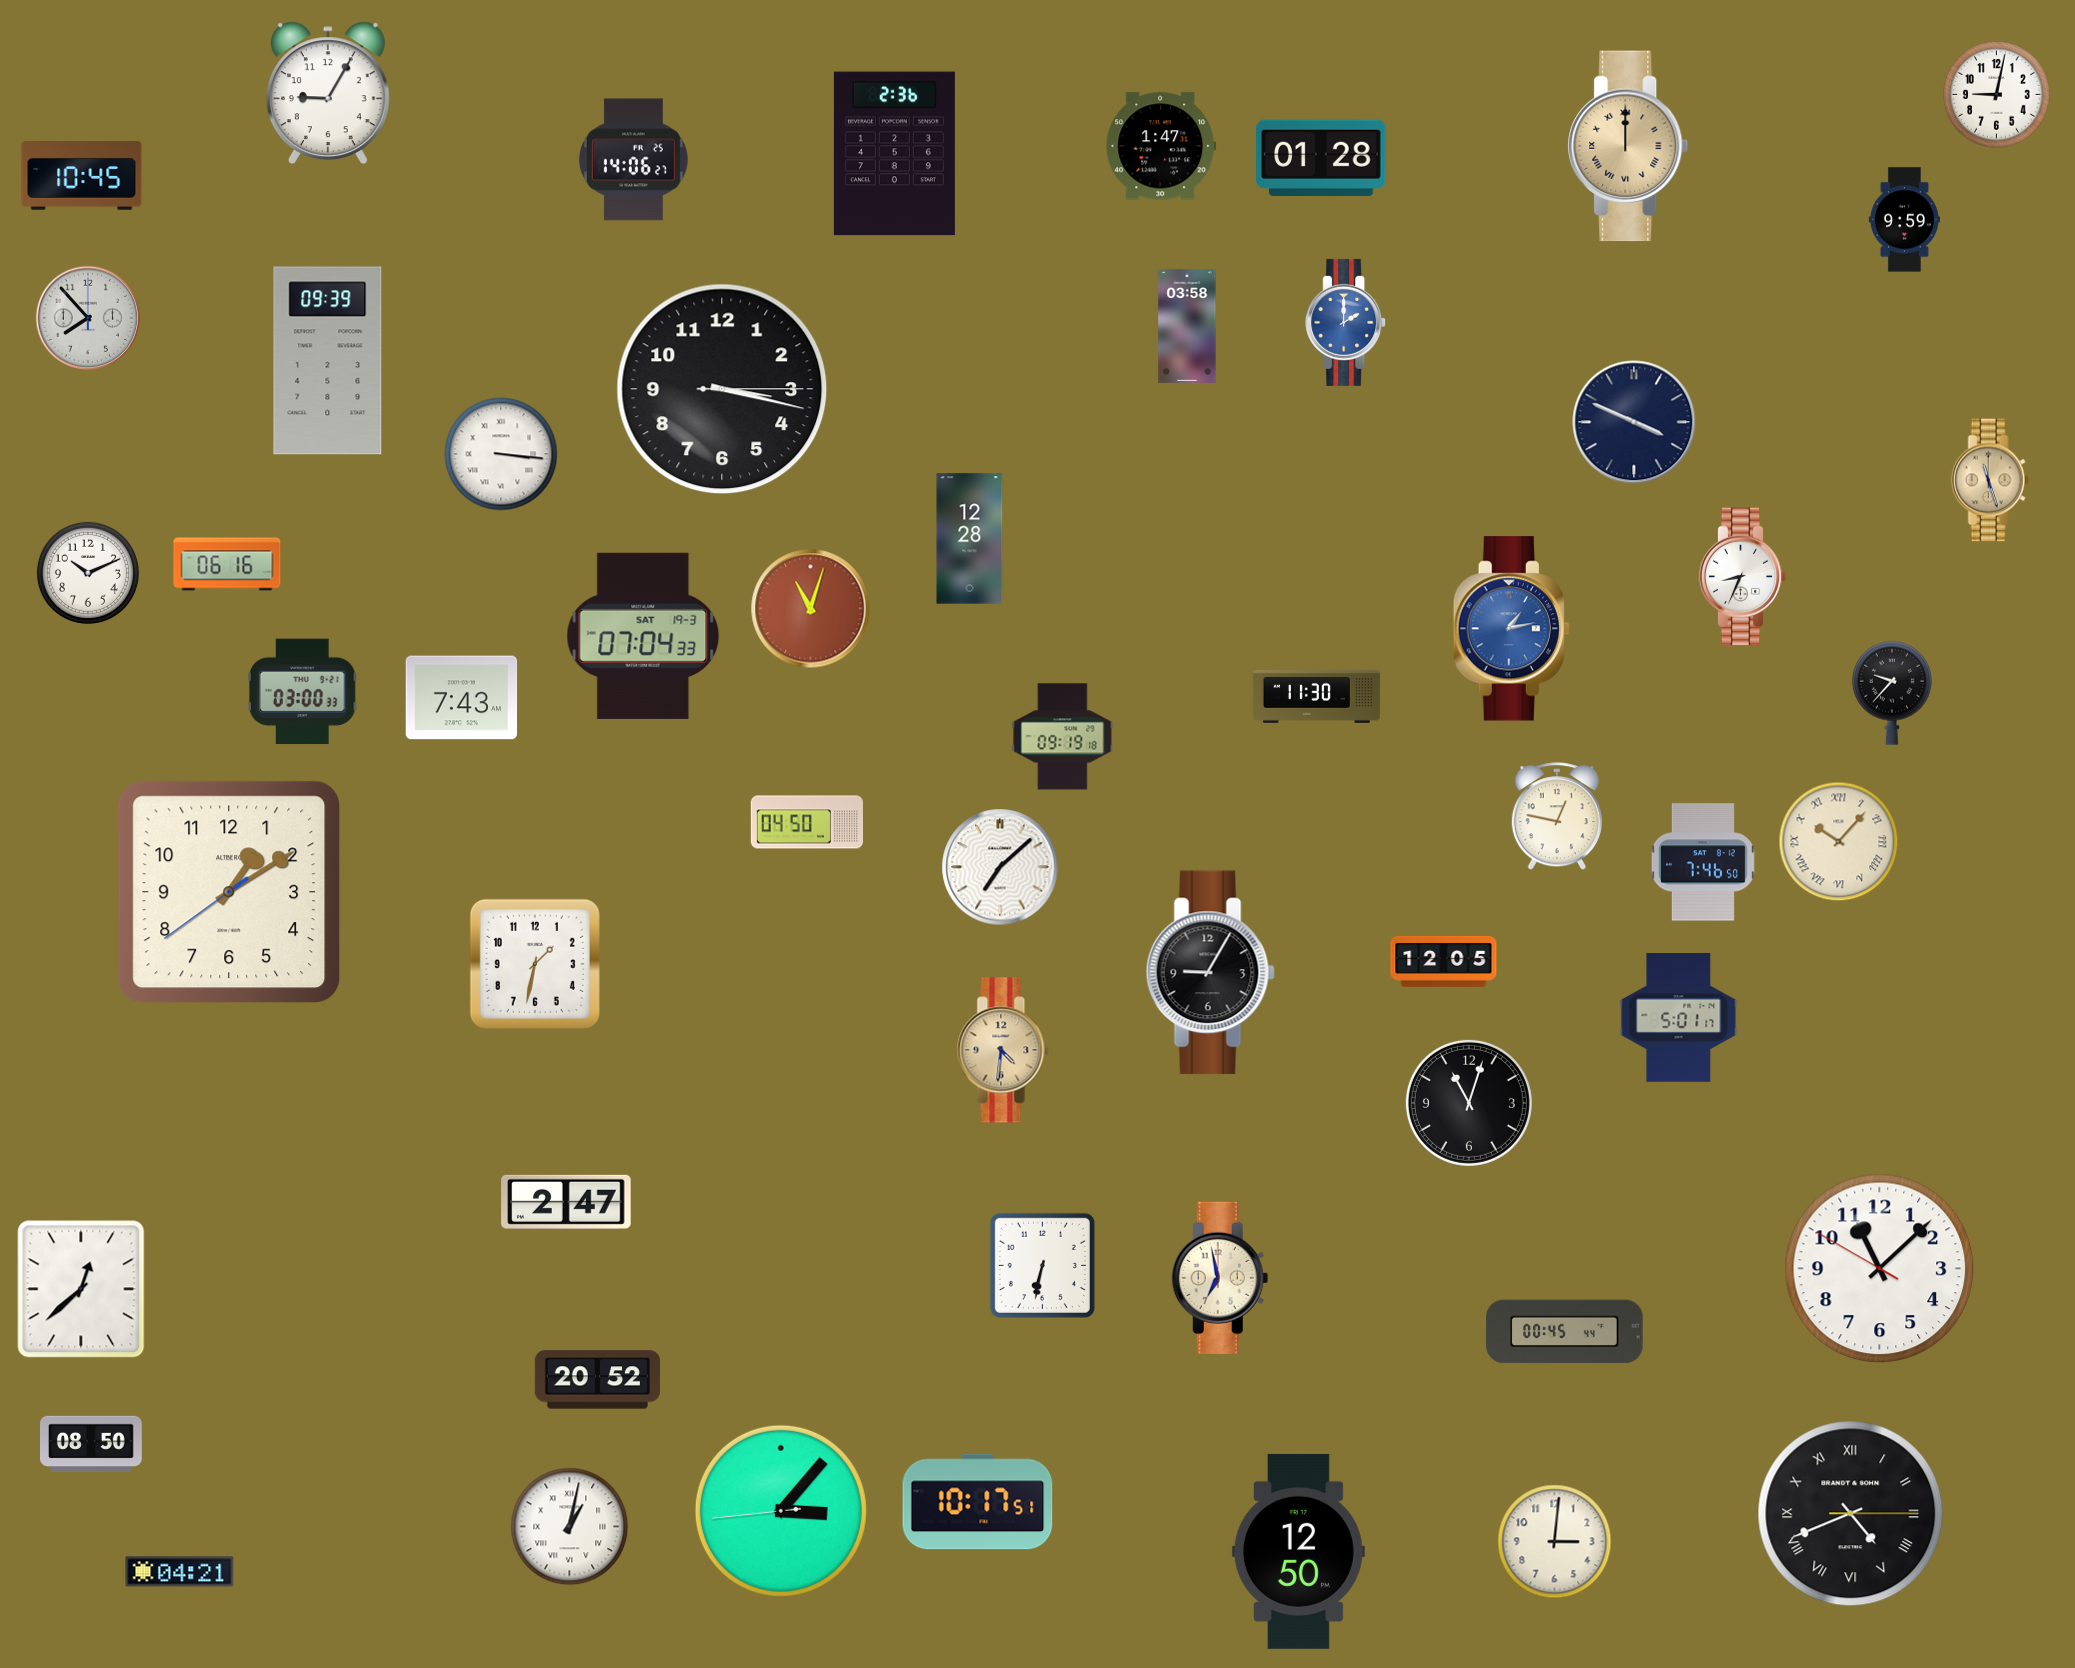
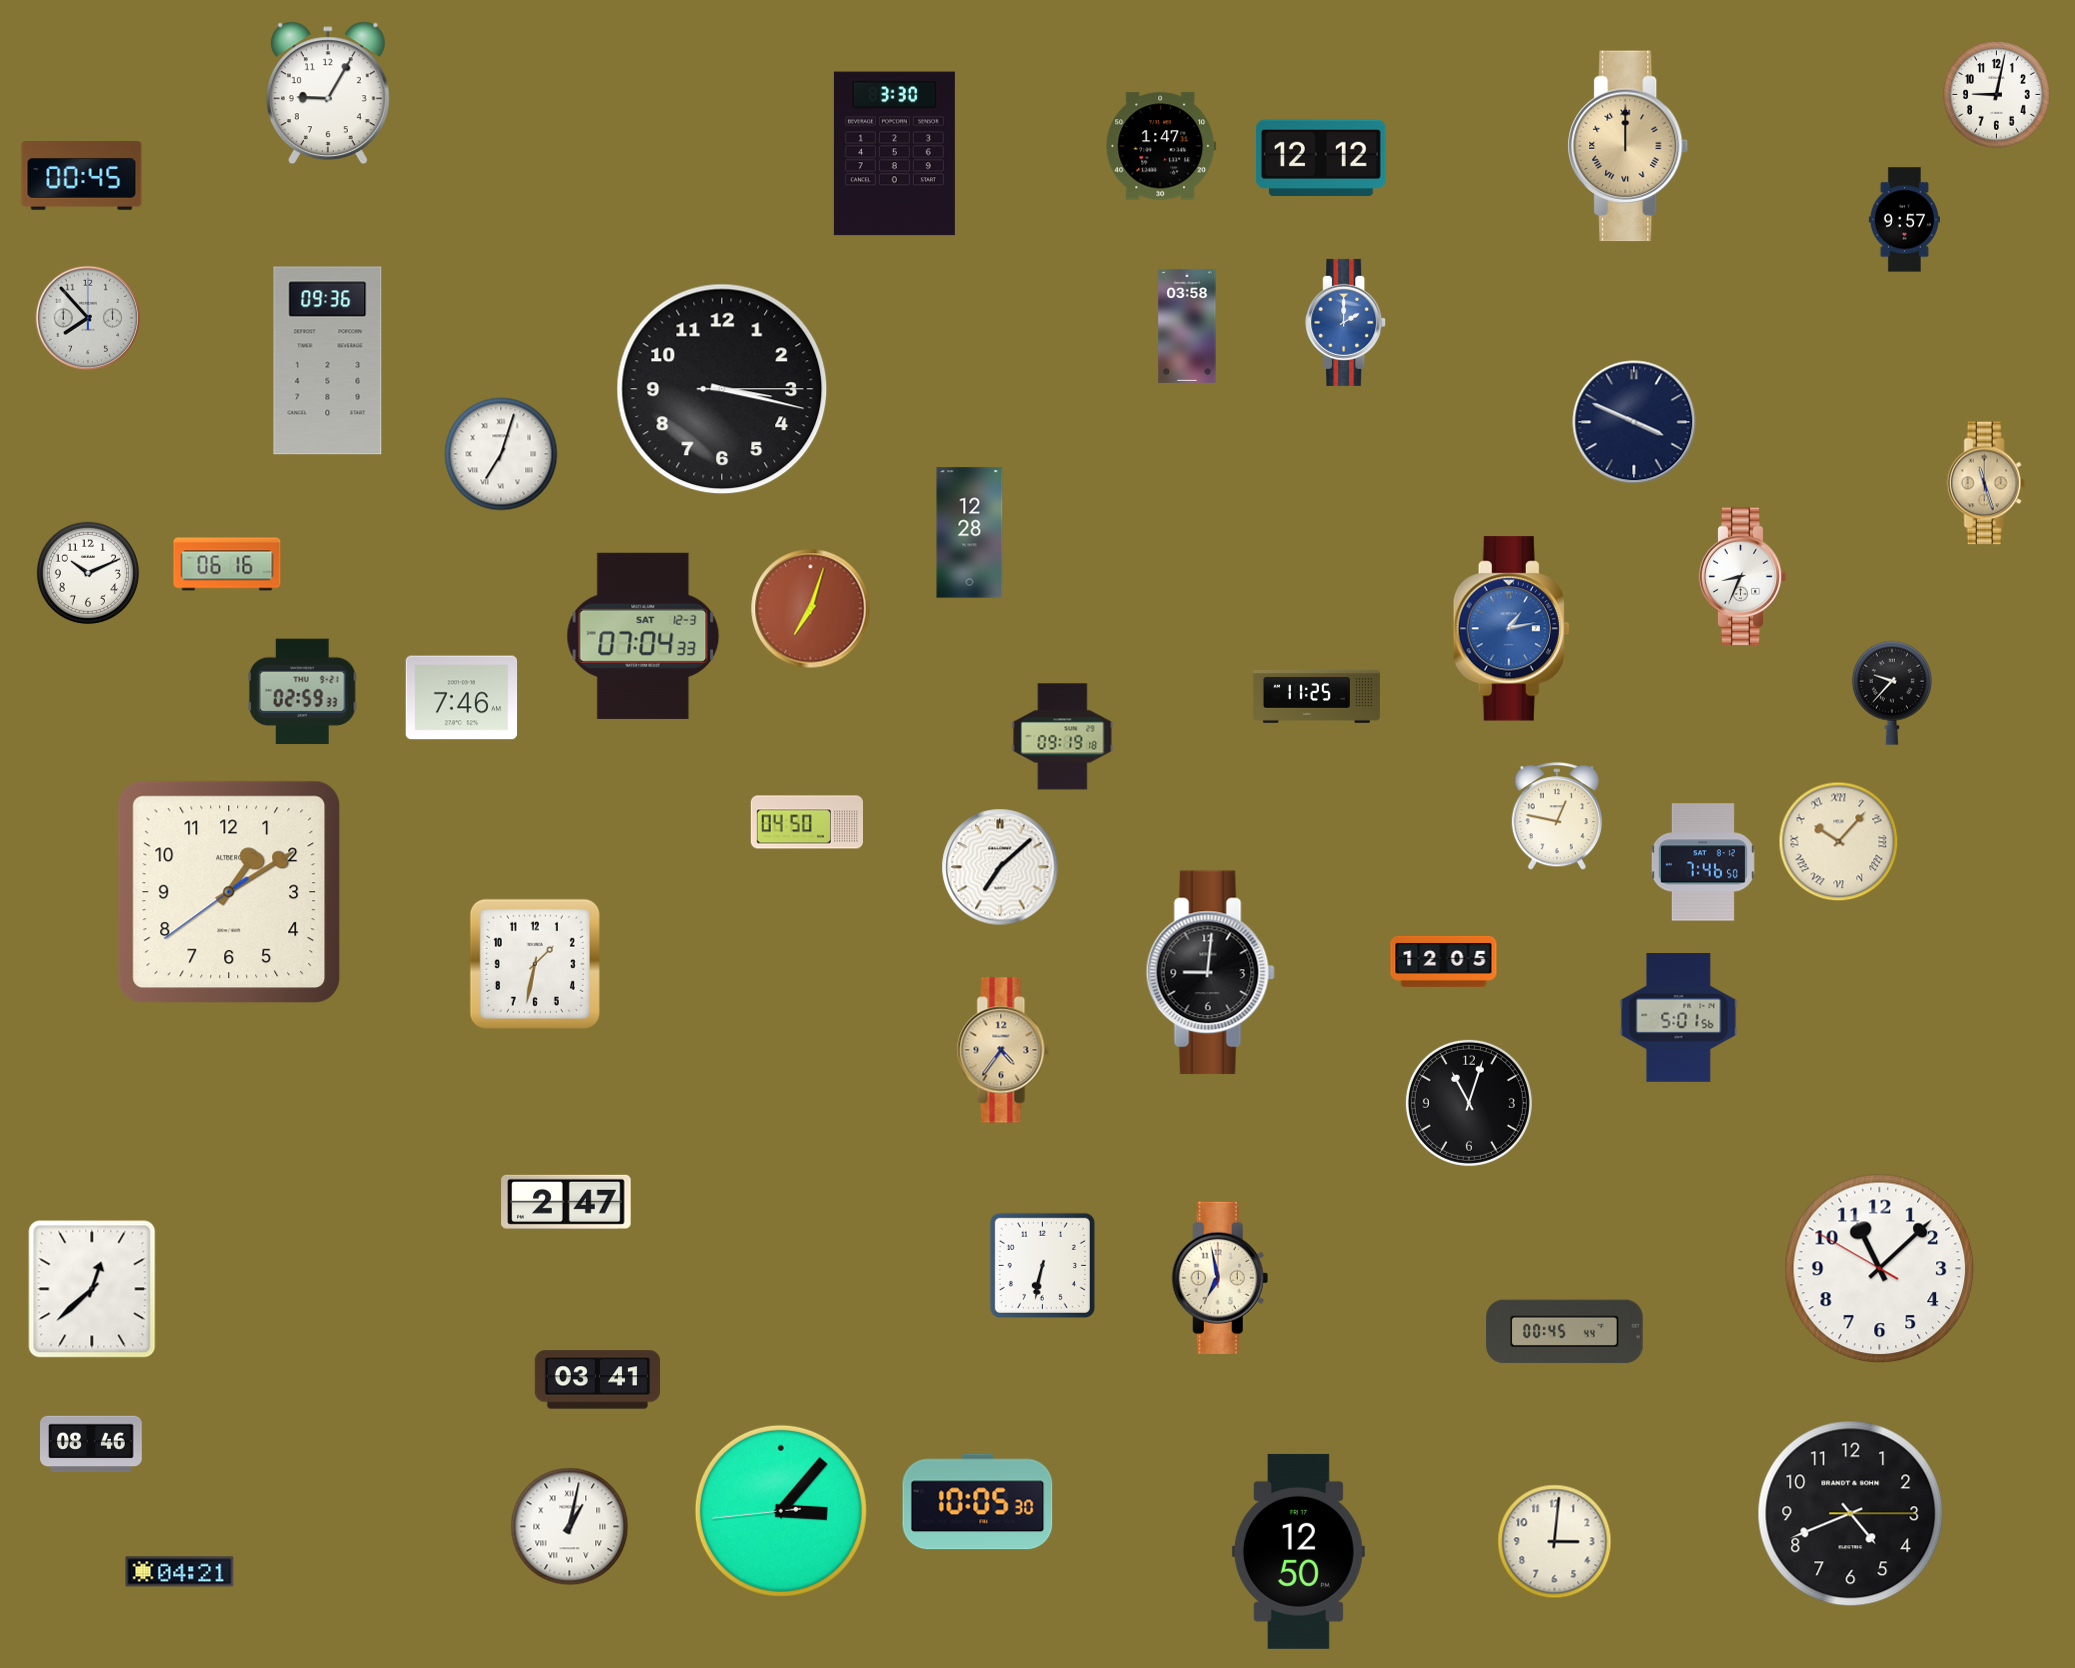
clock at (894, 154): 2:36 -> 3:30
clock at (1321, 158): 01:28 -> 12:12
clock at (633, 160): 14:06 -> none
clock at (82, 176): 10:45 -> 00:45
clock at (1904, 220): 9:59 -> 9:57
clock at (328, 361): 09:39 -> 09:36
clock at (501, 454): 3:16 -> 7:03
clock at (1990, 480) position: (1990, 480) -> (1986, 483)
clock at (970, 539) position: (970, 539) -> (970, 533)
clock at (811, 609): 11:03 -> 7:03
clock at (643, 636) date: SAT 19-3 -> SAT 12-3
clock at (302, 692): 03:00 -> 02:59
clock at (1316, 697): 11:30 -> 11:25
clock at (462, 698): 7:43 -> 7:46
clock at (1210, 973): 9:05 -> 9:01
clock at (1679, 1018): 5:01:17 -> 5:01:56
clock at (1003, 1050): 4:31 -> 4:36
clock at (81, 1289) position: (81, 1289) -> (92, 1289)
clock at (598, 1380): 20:52 -> 03:41
clock at (91, 1444): 08:50 -> 08:46
clock at (978, 1502): 10:17 -> 10:05
clock at (1851, 1514) numerals: Roman -> Arabic
